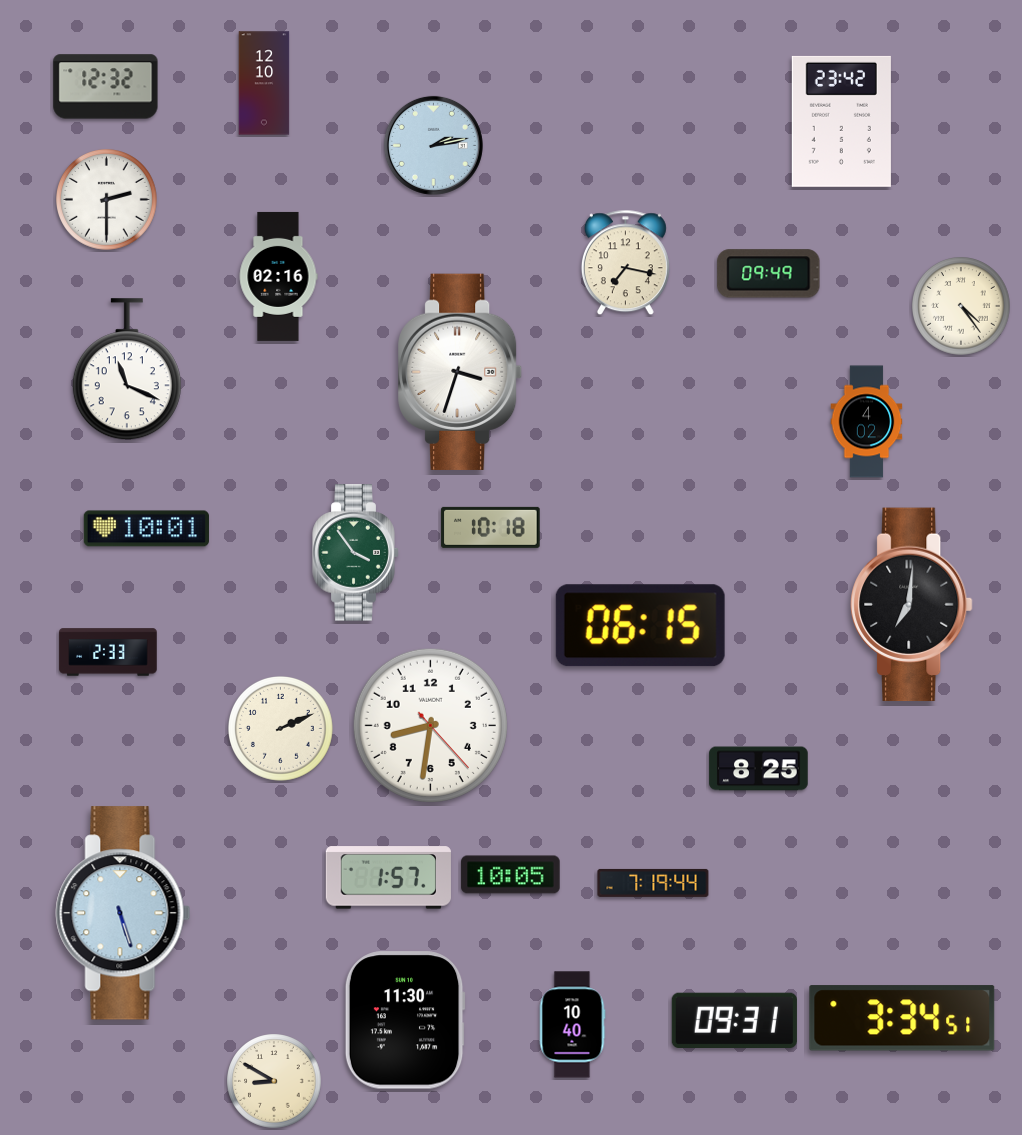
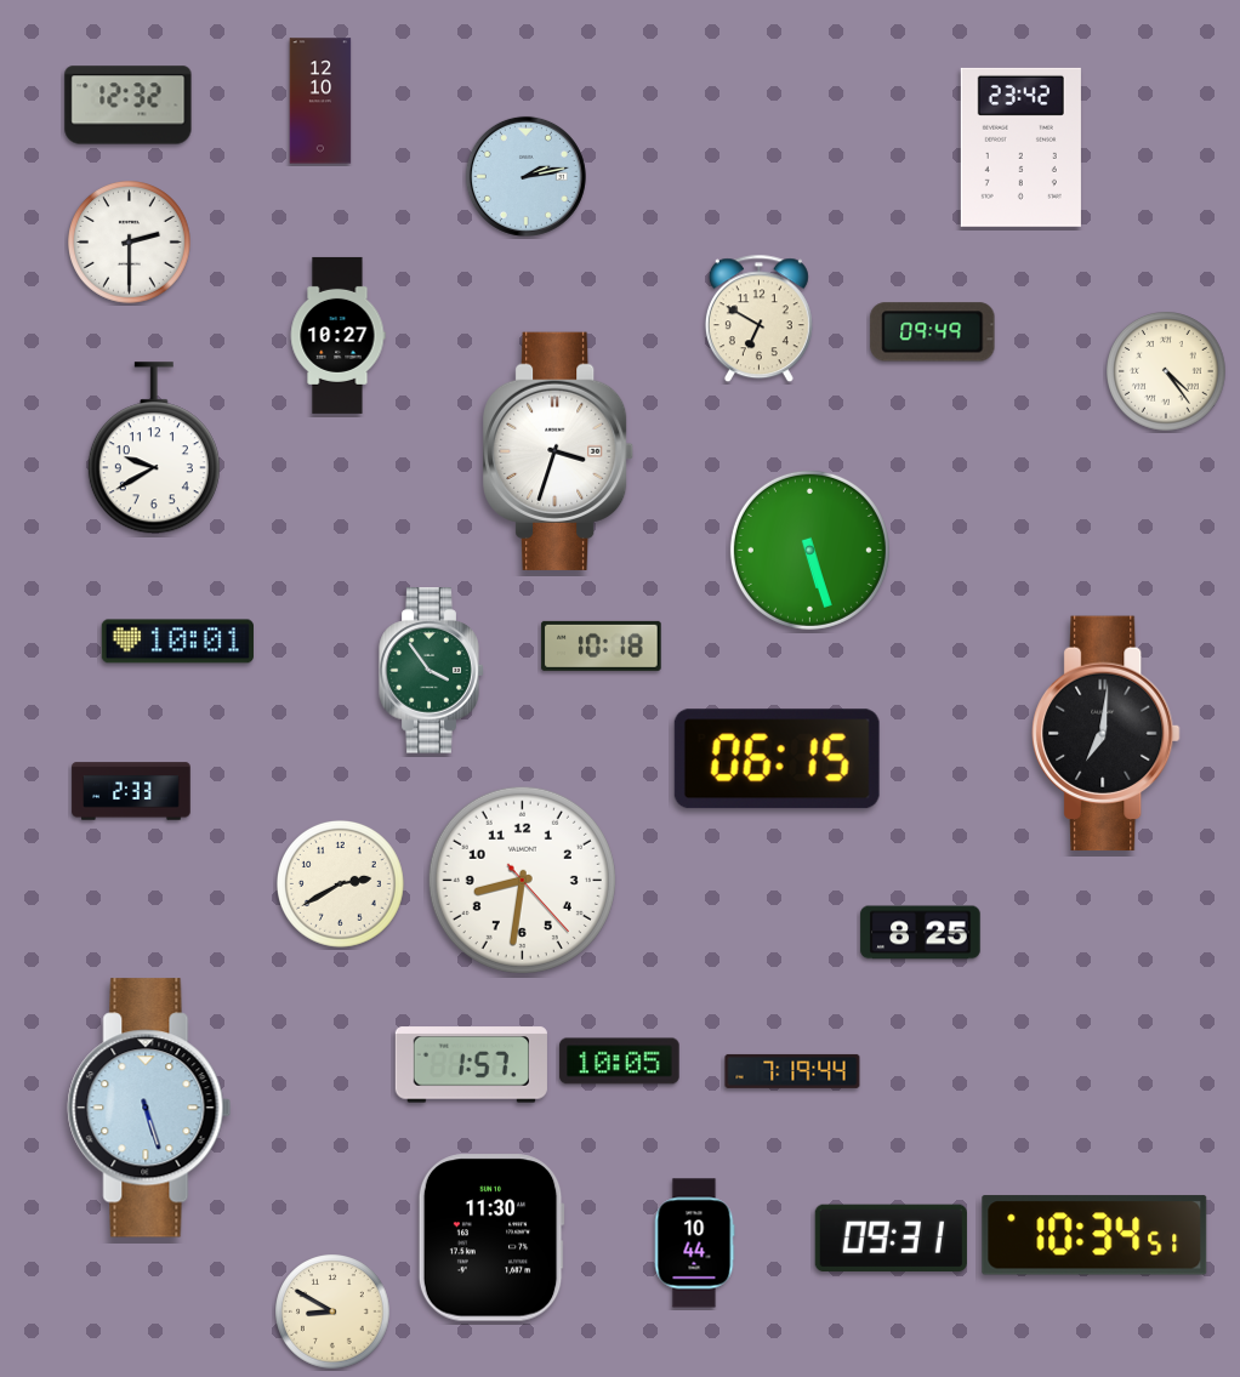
clock at (625, 263): 7:17 -> 6:50
clock at (278, 276): 02:16 -> 10:27
clock at (127, 370): 11:19 -> 9:40
clock at (867, 422): 4:02 -> none
clock at (809, 550): none -> 5:27
clock at (491, 527) position: (491, 527) -> (602, 645)
clock at (281, 729): 2:11 -> 2:40
clock at (902, 1018): 3:34 -> 10:34
clock at (572, 1025): 10:40 -> 10:44
